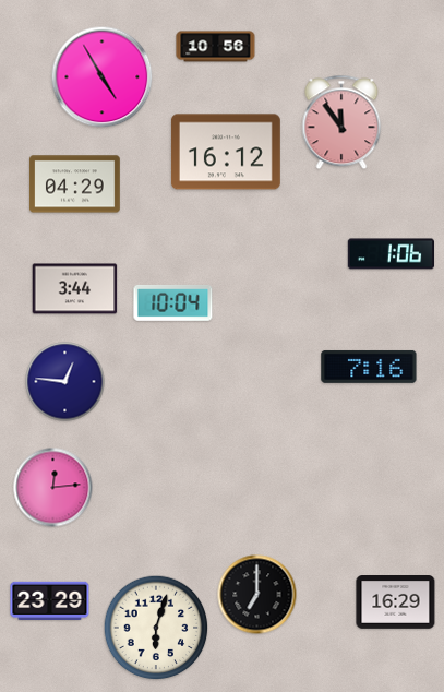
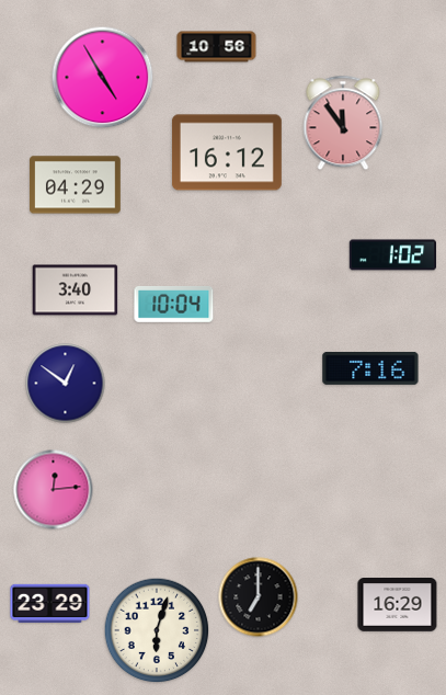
clock at (391, 254): 1:06 -> 1:02
clock at (75, 289): 3:44 -> 3:40
clock at (65, 382): 12:46 -> 12:51
